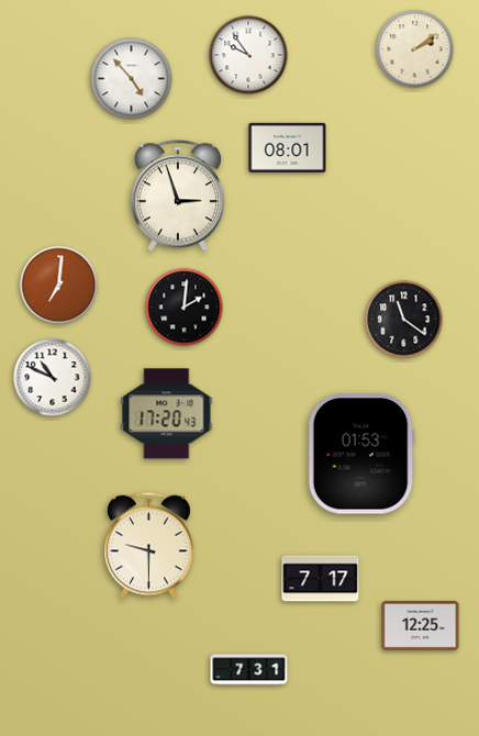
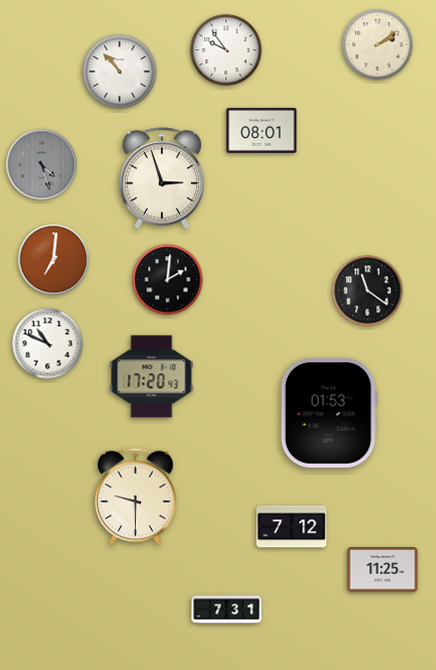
clock at (132, 79): 4:53 -> 10:53
clock at (288, 147) position: (288, 147) -> (262, 130)
clock at (42, 165): none -> 4:27
clock at (321, 579): 7:17 -> 7:12
clock at (421, 626): 12:25 -> 11:25
